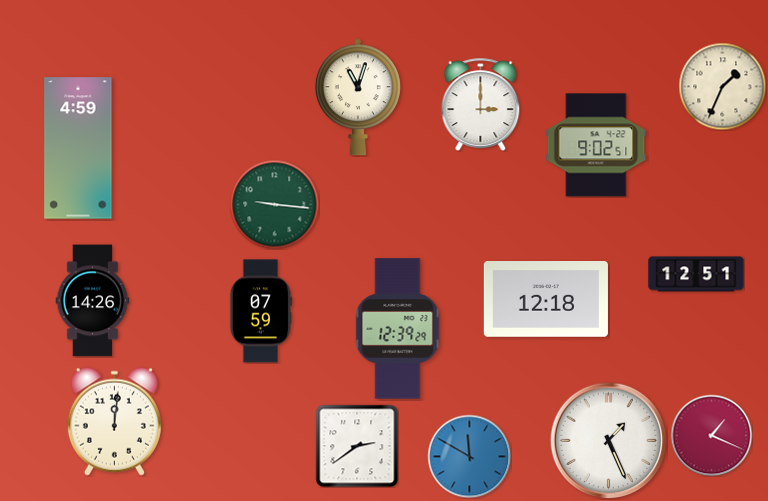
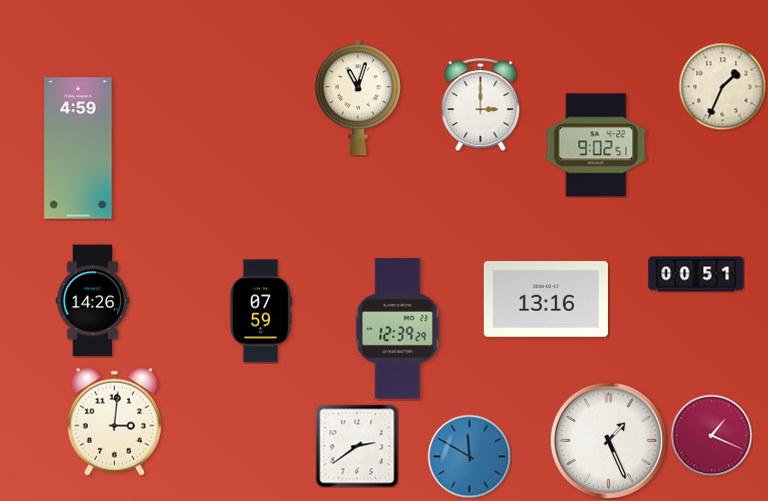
clock at (274, 204): 9:16 -> none
clock at (696, 274): 12:51 -> 00:51
clock at (546, 300): 12:18 -> 13:16
clock at (114, 421): 12:01 -> 3:01
